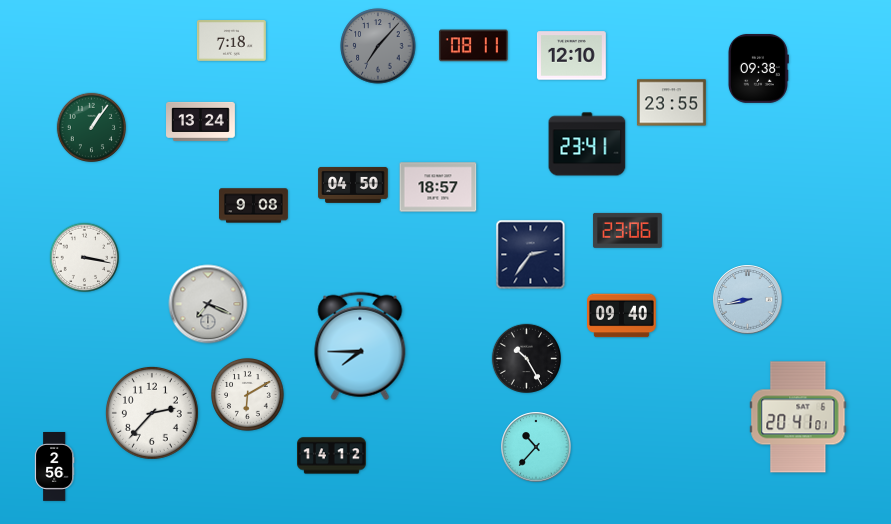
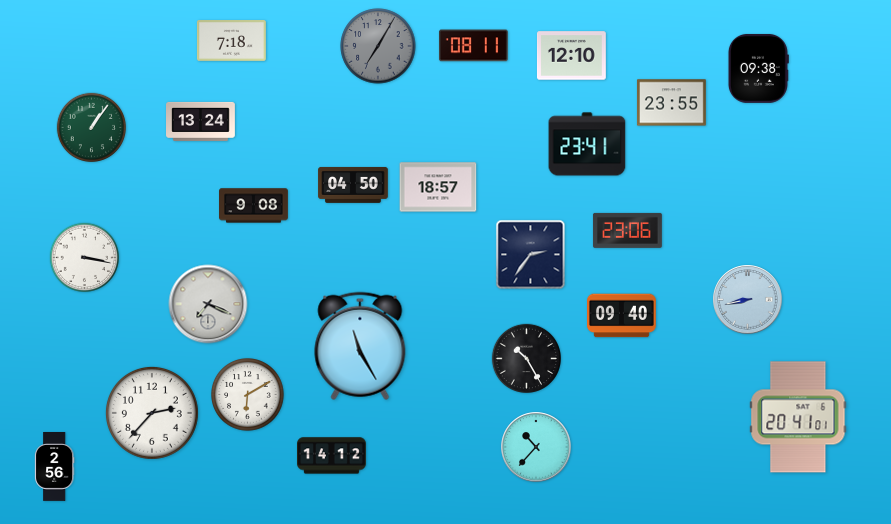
clock at (378, 46): 7:07 -> 7:05
clock at (360, 346): 7:45 -> 11:25
